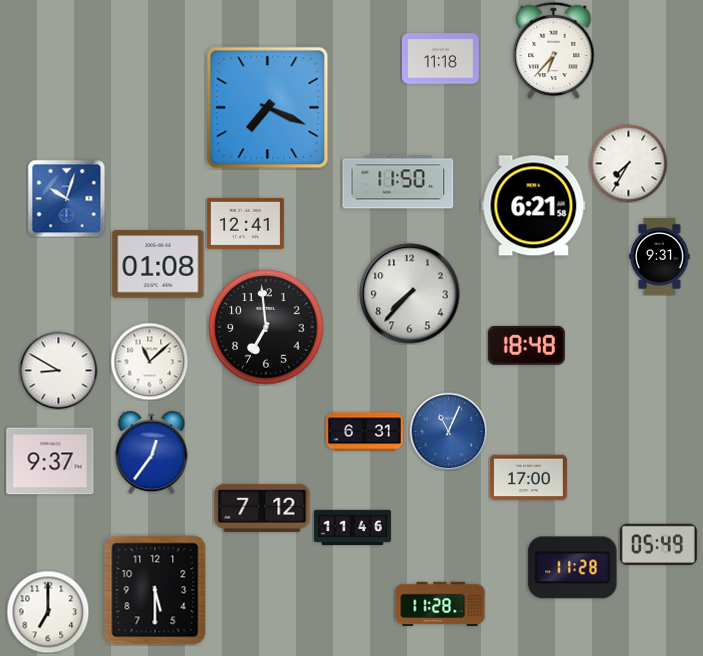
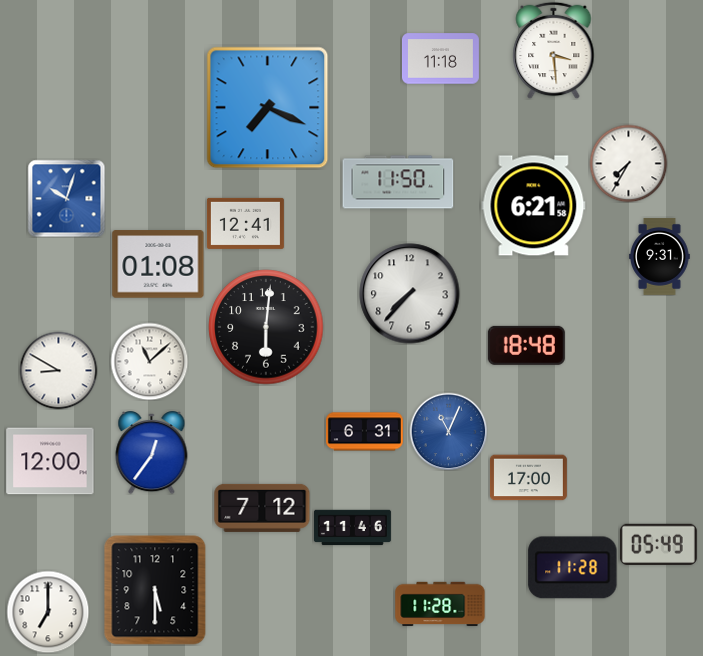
clock at (554, 50): 6:37 -> 3:29
clock at (266, 327): 6:59 -> 6:01
clock at (50, 461): 9:37 -> 12:00
